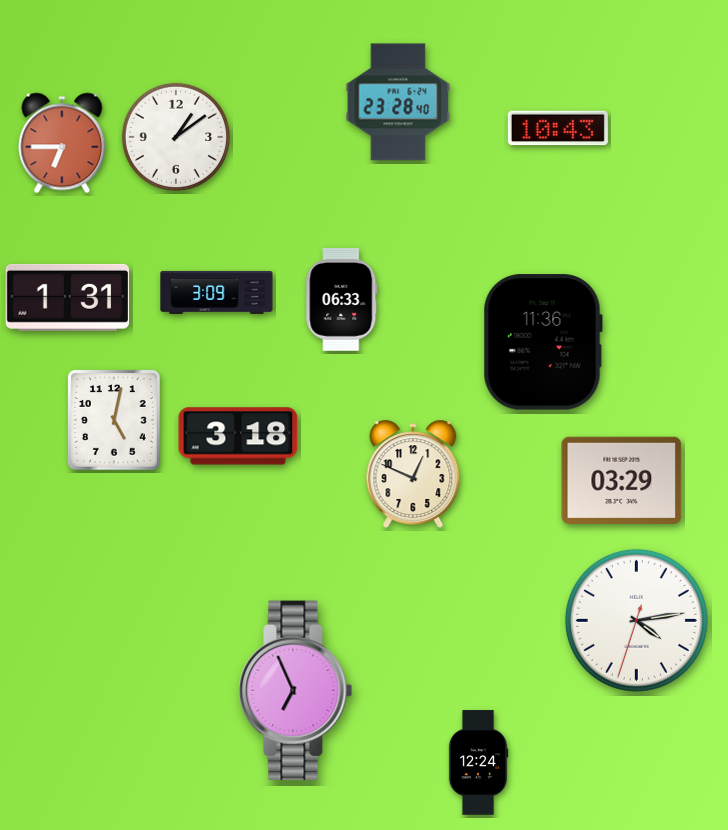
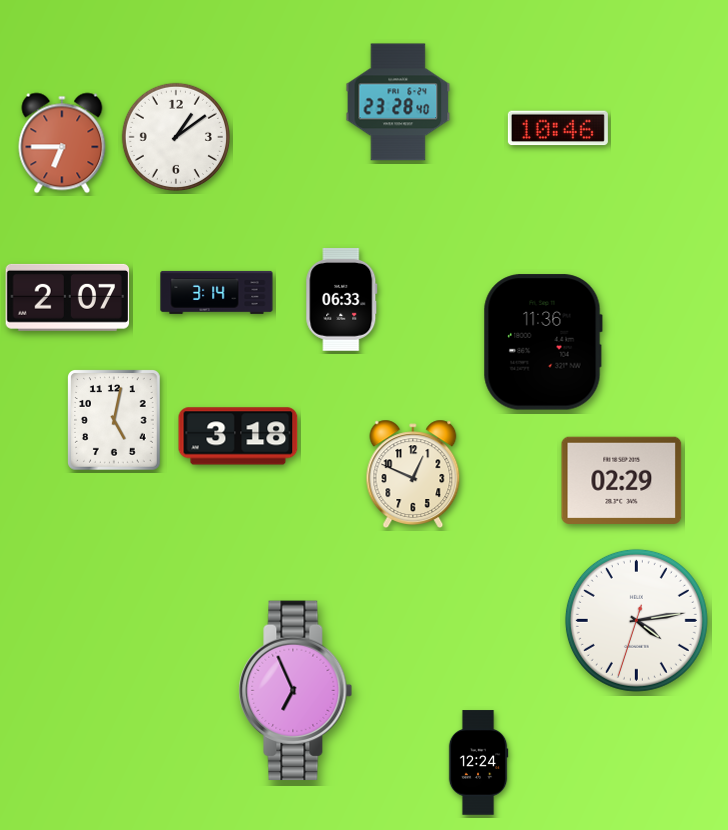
clock at (558, 128): 10:43 -> 10:46
clock at (217, 292): 3:09 -> 3:14
clock at (68, 297): 1:31 -> 2:07
clock at (622, 480): 03:29 -> 02:29
